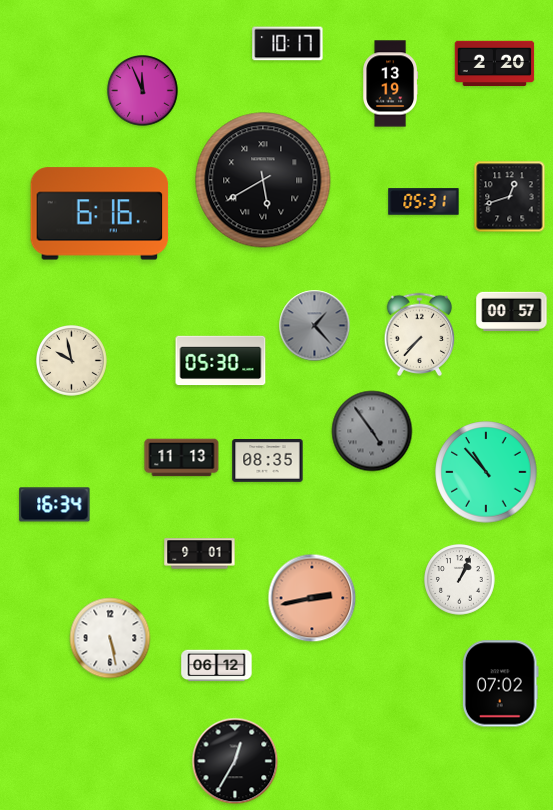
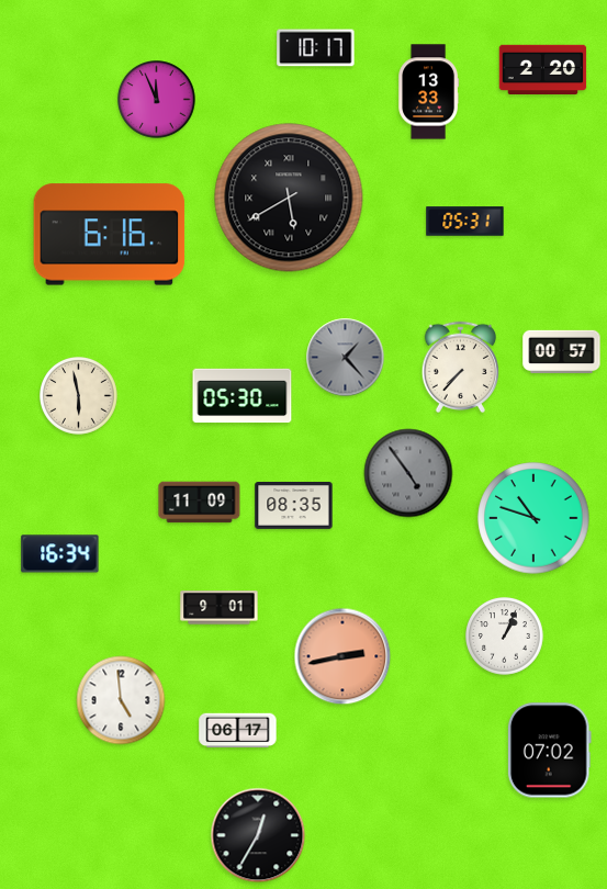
clock at (391, 84): 13:19 -> 13:33
clock at (510, 197): 12:42 -> none
clock at (512, 311) position: (512, 311) -> (562, 351)
clock at (72, 361): 9:58 -> 5:58
clock at (182, 458): 11:13 -> 11:09
clock at (486, 472): 10:53 -> 10:48
clock at (110, 638): 5:28 -> 4:59
clock at (217, 666): 06:12 -> 06:17
